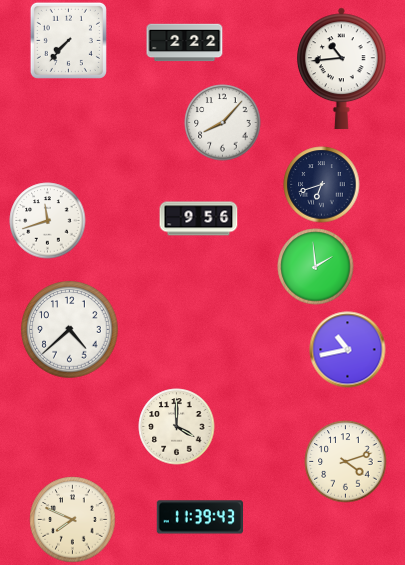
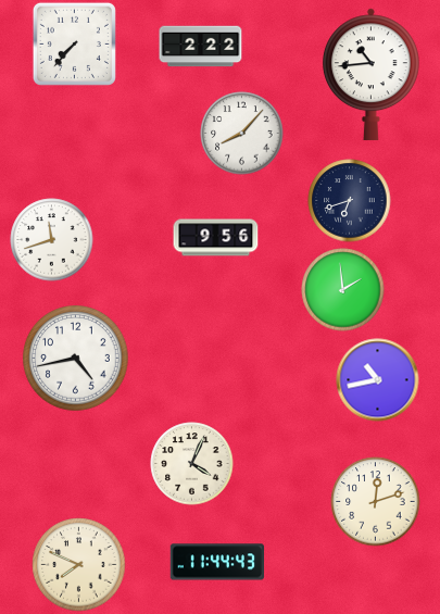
clock at (70, 330): 4:38 -> 4:43
clock at (177, 427): 4:00 -> 4:04
clock at (346, 462): 4:12 -> 12:12
clock at (199, 517): 11:39 -> 11:44
